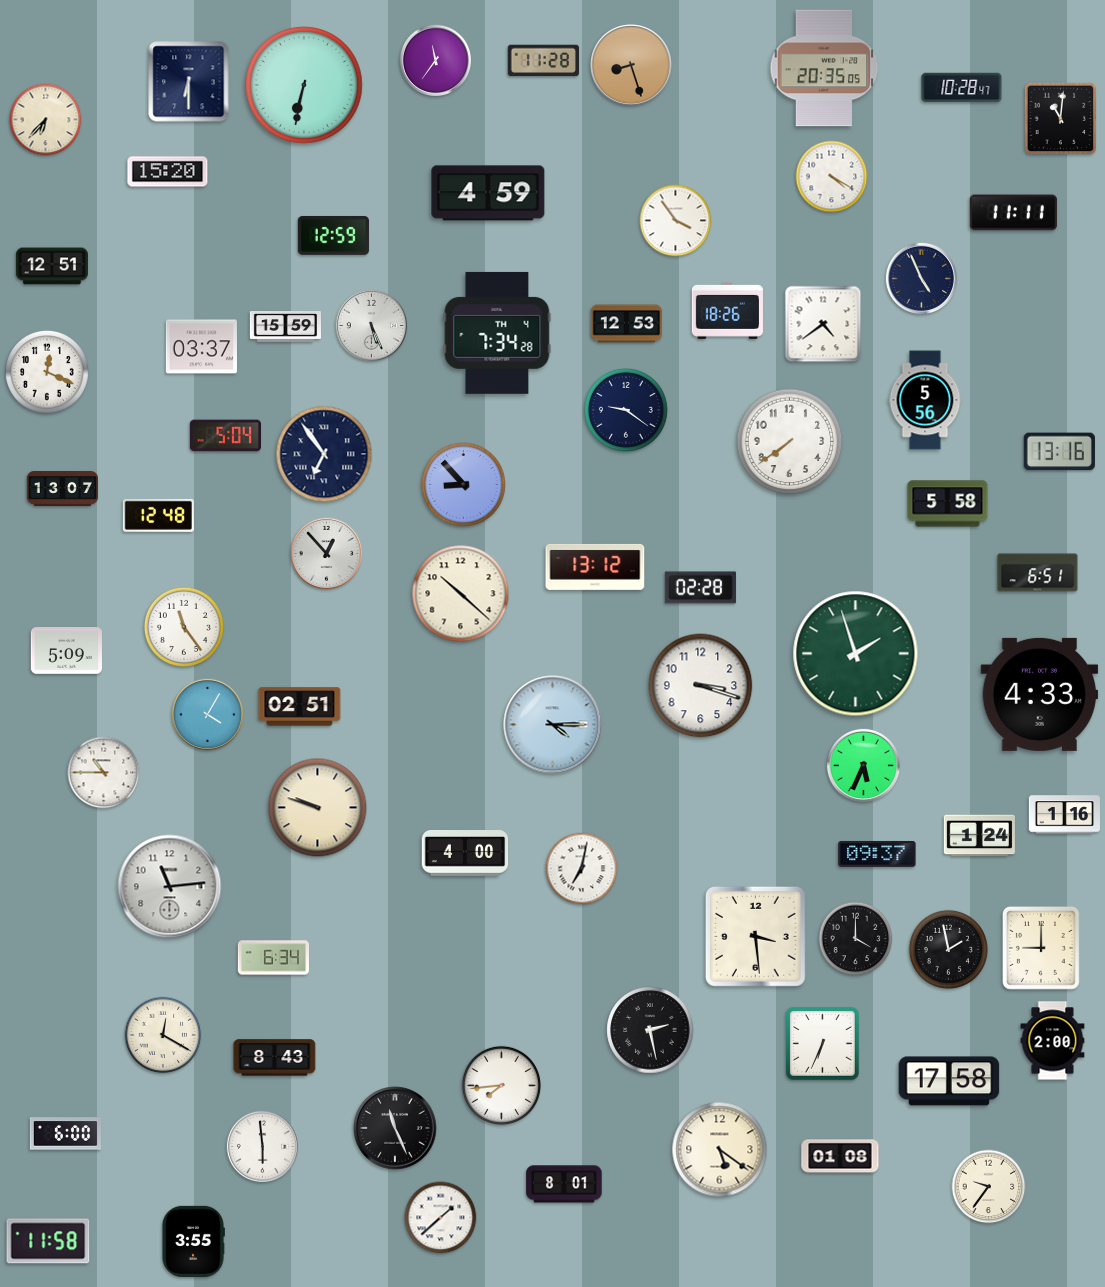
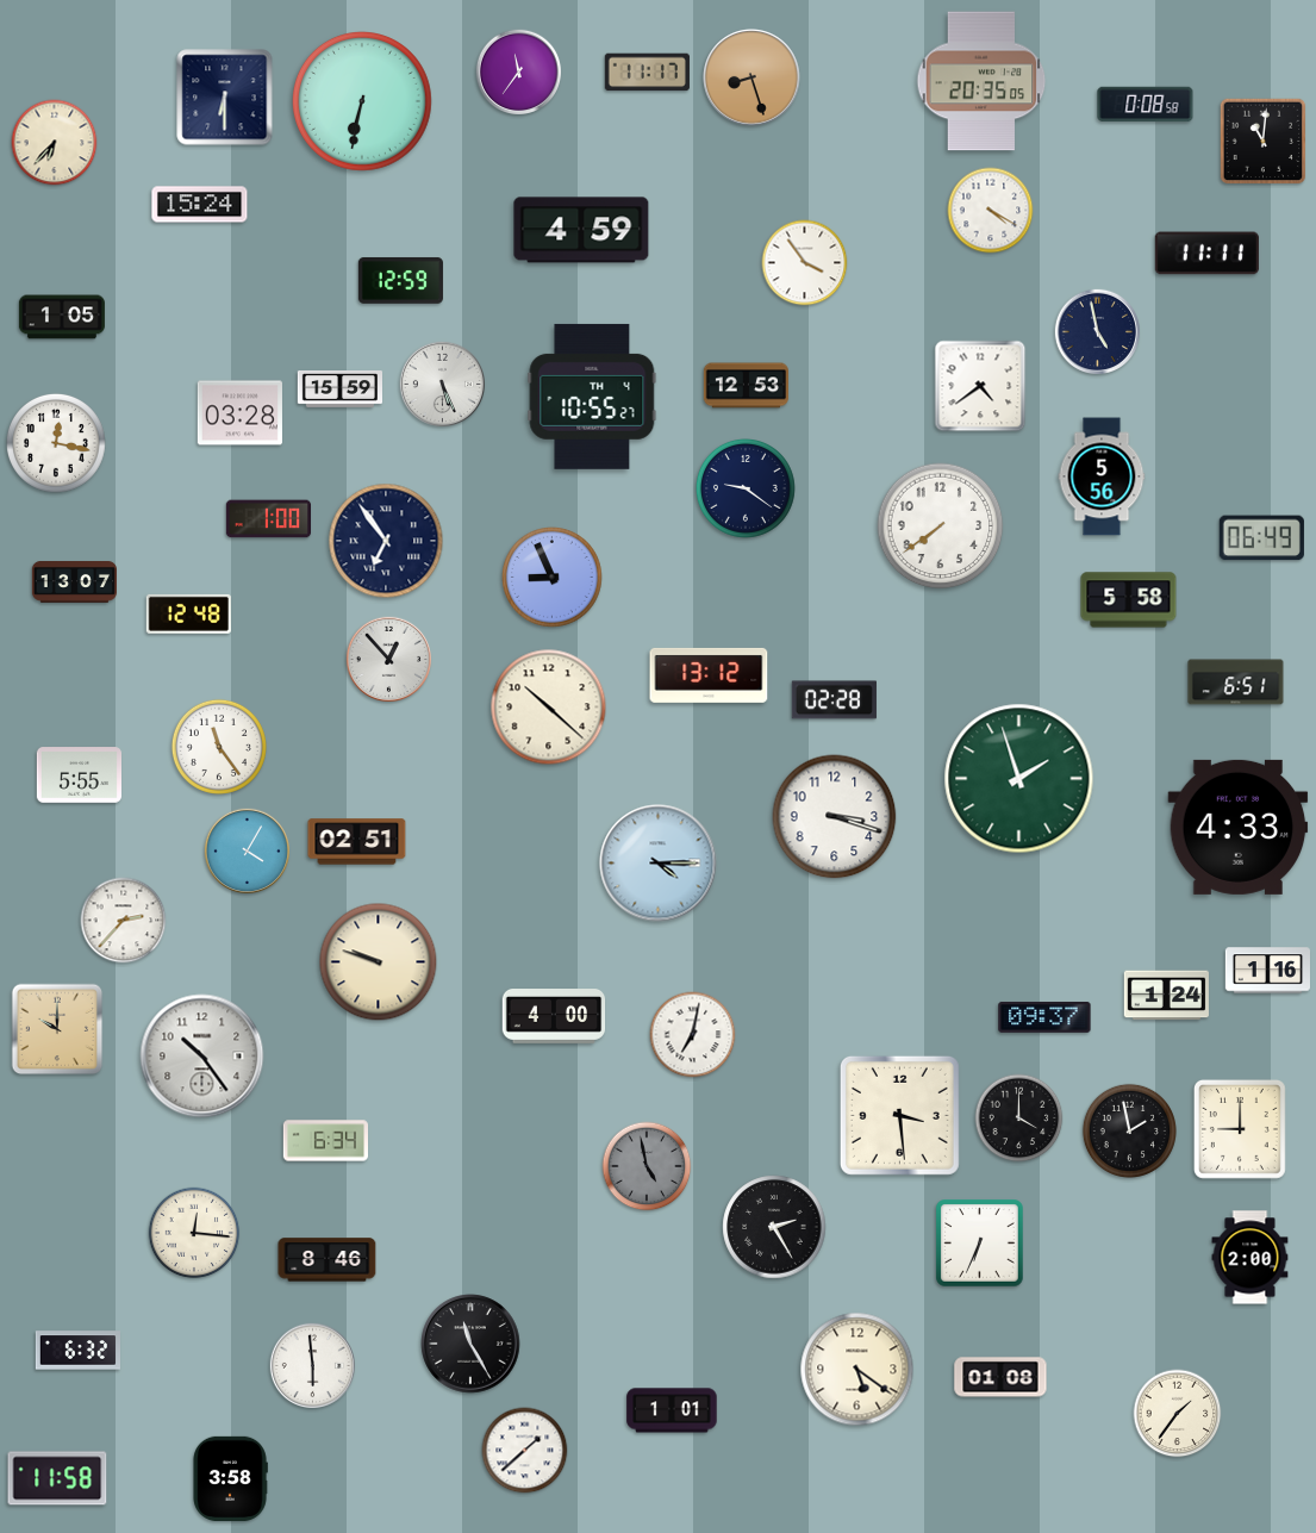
clock at (543, 61): 11:28 -> 11:17
clock at (962, 88): 10:28 -> 0:08
clock at (168, 172): 15:20 -> 15:24
clock at (333, 236) position: (333, 236) -> (400, 281)
clock at (52, 266): 12:51 -> 1:05
clock at (921, 278): 4:56 -> 4:58
clock at (727, 310): 18:26 -> none
clock at (371, 325) position: (371, 325) -> (442, 384)
clock at (497, 333): 7:34 -> 10:55
clock at (201, 347): 03:37 -> 03:28
clock at (47, 372): 12:19 -> 12:17
clock at (225, 436): 5:04 -> 1:00
clock at (1059, 452): 13:16 -> 06:49
clock at (464, 485): 8:53 -> 8:56
clock at (66, 651): 5:09 -> 5:55
clock at (863, 765): 5:34 -> none
clock at (104, 773): 10:45 -> 2:37
clock at (57, 1029): none -> 10:00
clock at (170, 887): 11:14 -> 10:24
clock at (647, 1166): none -> 4:58
clock at (650, 1030): 2:28 -> 2:25
clock at (163, 1035): 12:20 -> 12:16
clock at (1053, 1041) position: (1053, 1041) -> (1250, 1258)
clock at (275, 1058): 8:43 -> 8:46
clock at (949, 1081): 17:58 -> none
clock at (501, 1085): 7:44 -> none
clock at (395, 1128): 11:26 -> 11:25
clock at (65, 1134): 6:00 -> 6:32
clock at (564, 1184): 8:01 -> 1:01
clock at (989, 1187): 9:36 -> 1:36
clock at (193, 1241): 3:55 -> 3:58
